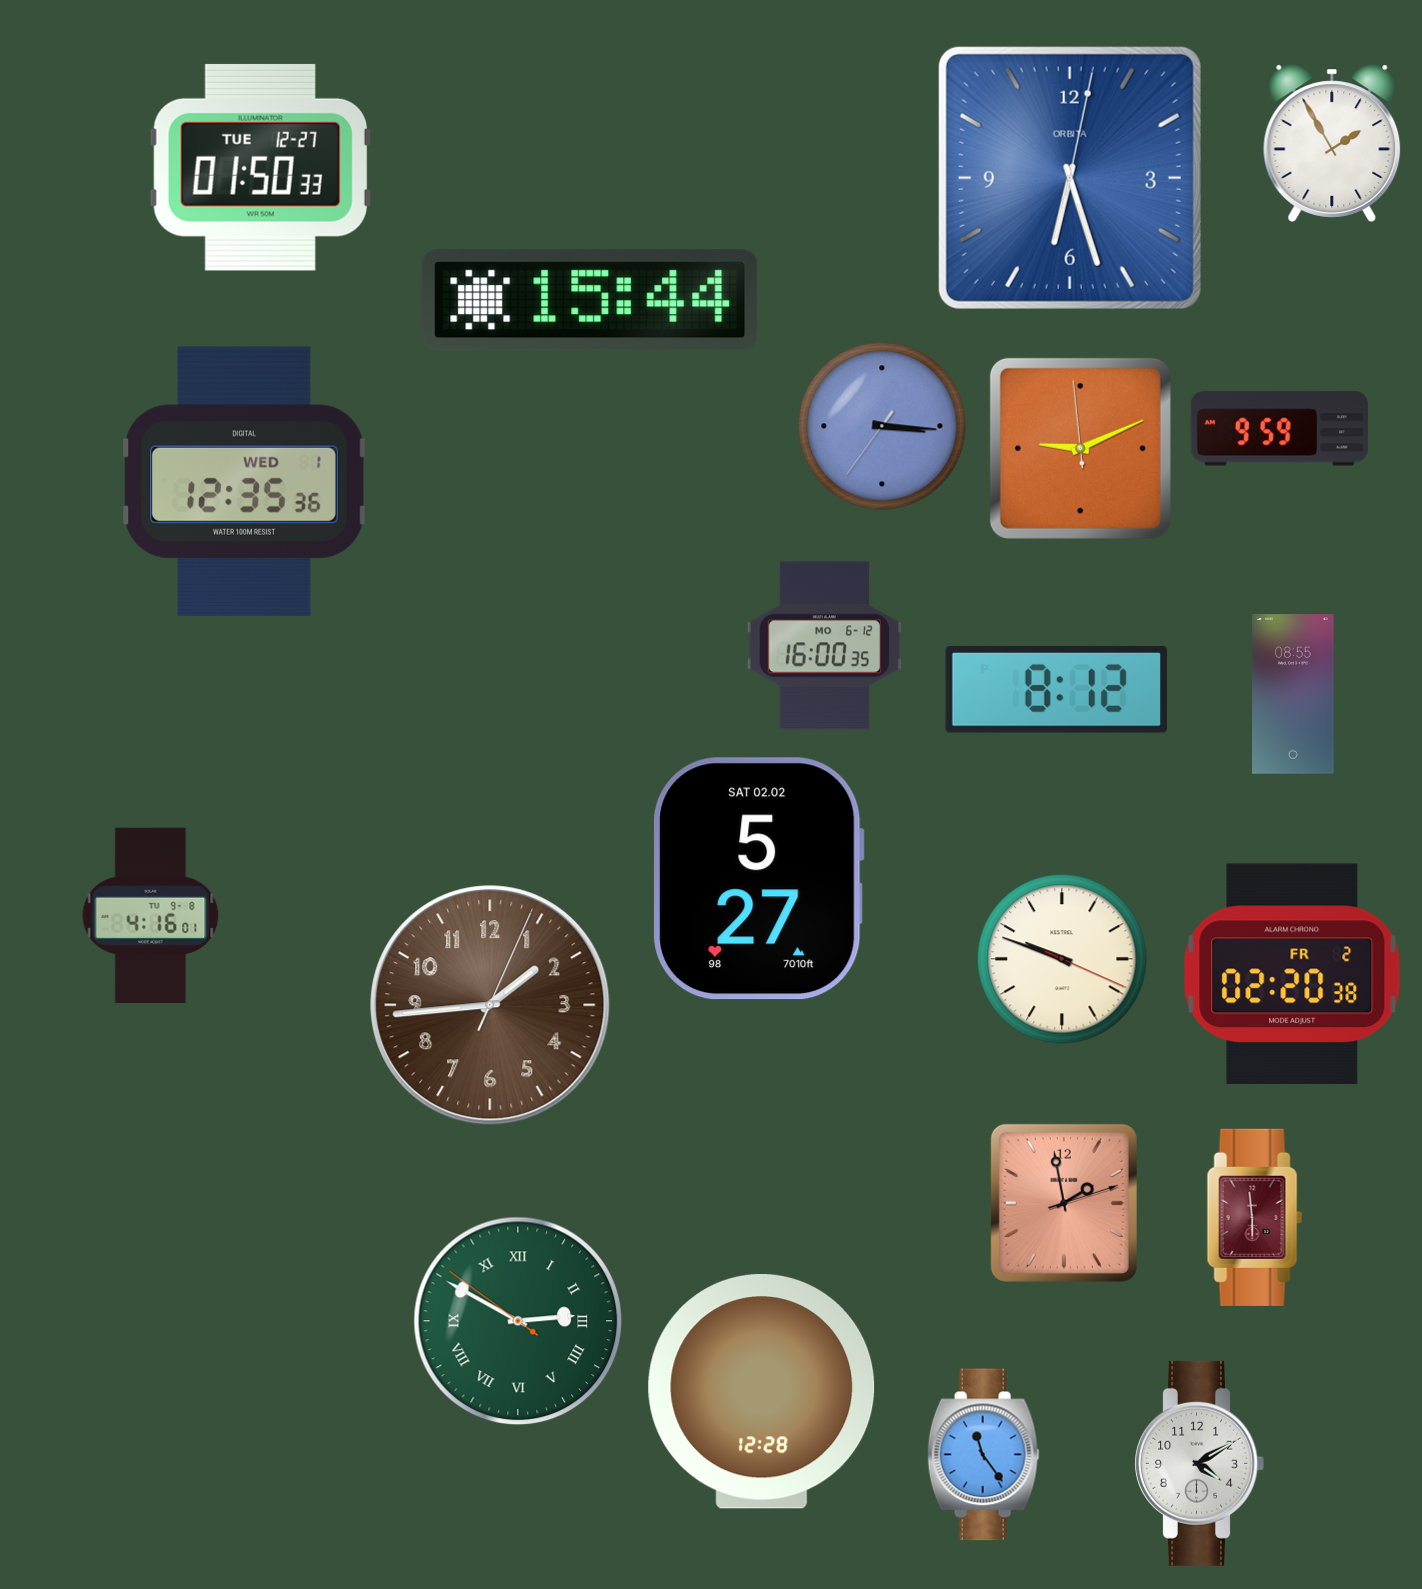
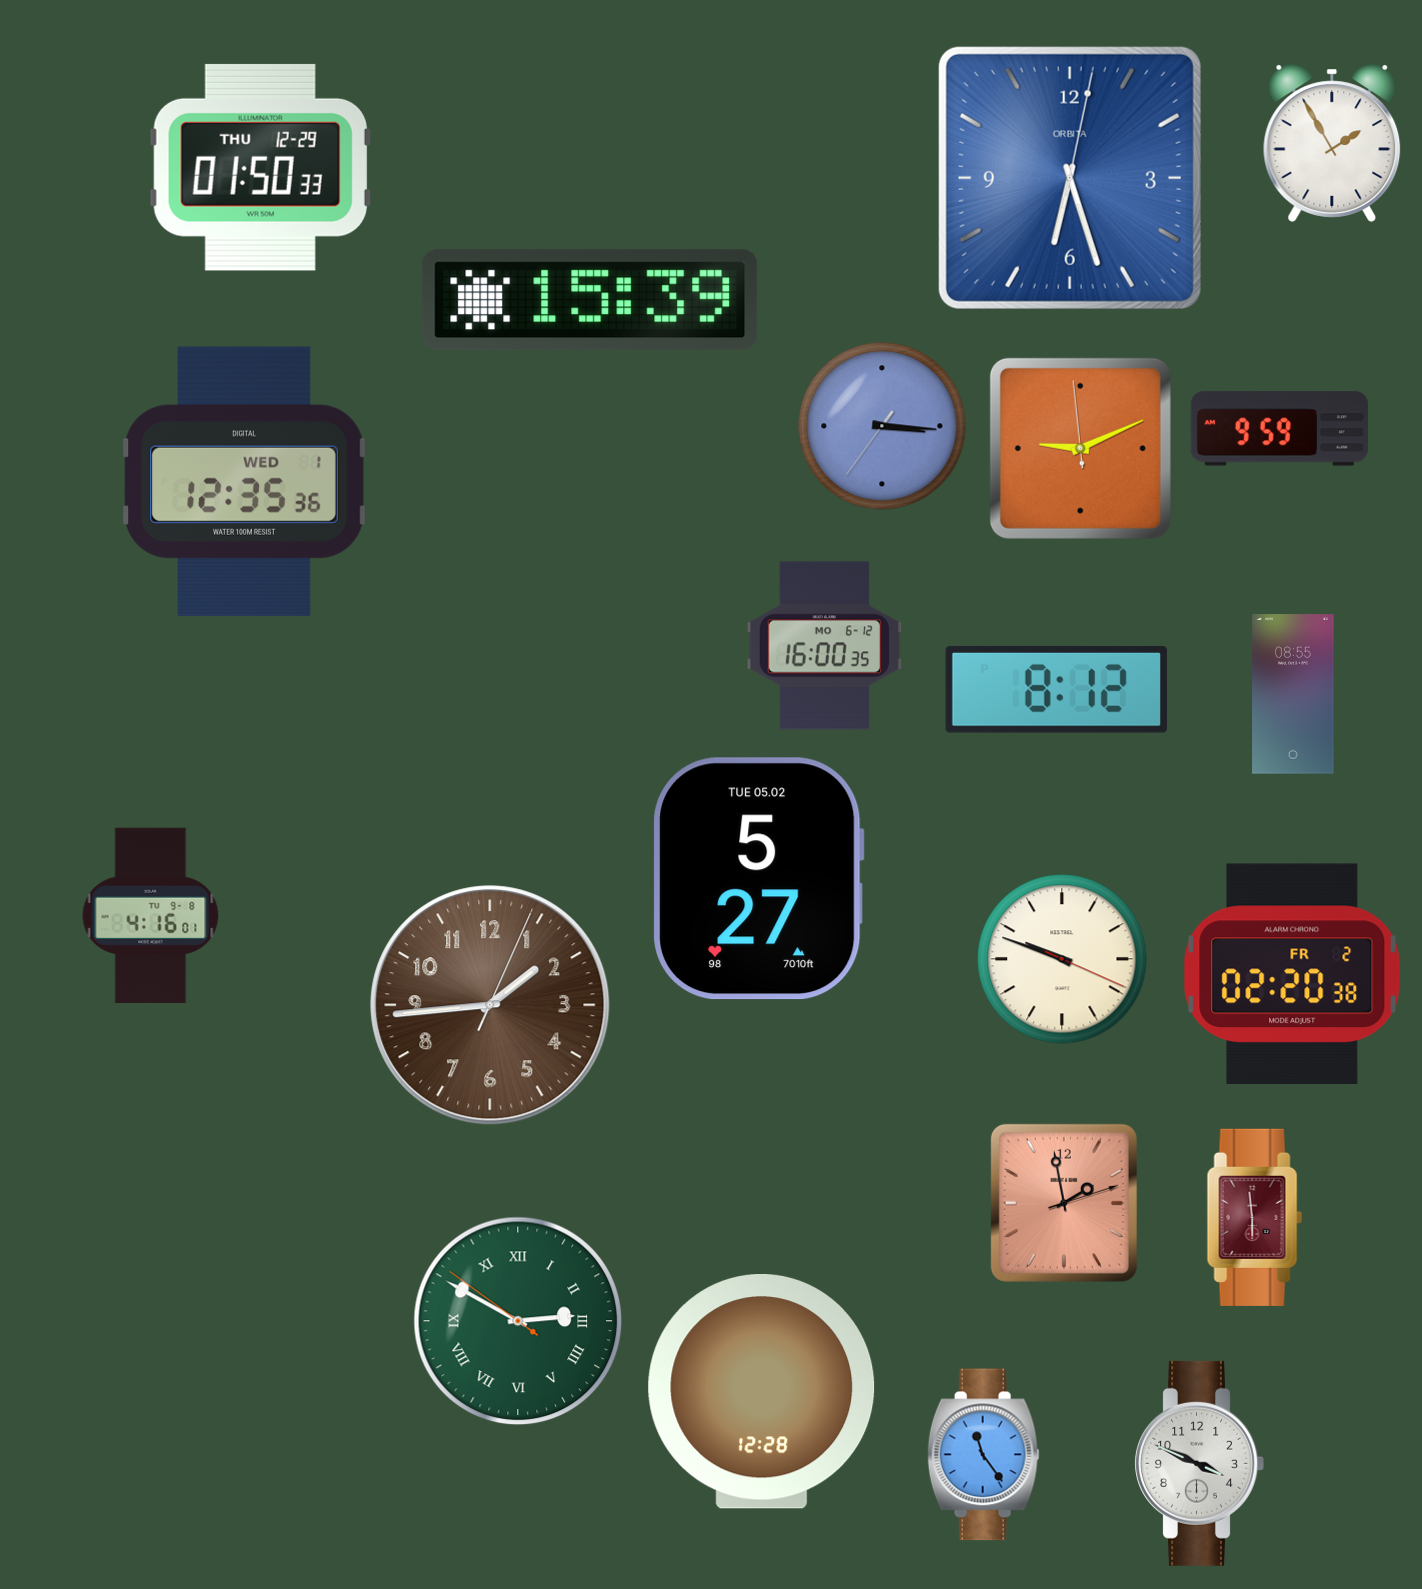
clock at (260, 167) date: TUE 12-27 -> THU 12-29
clock at (590, 300): 15:44 -> 15:39
clock at (759, 879) date: SAT 02.02 -> TUE 05.02
clock at (1199, 1463): 4:10 -> 3:49
